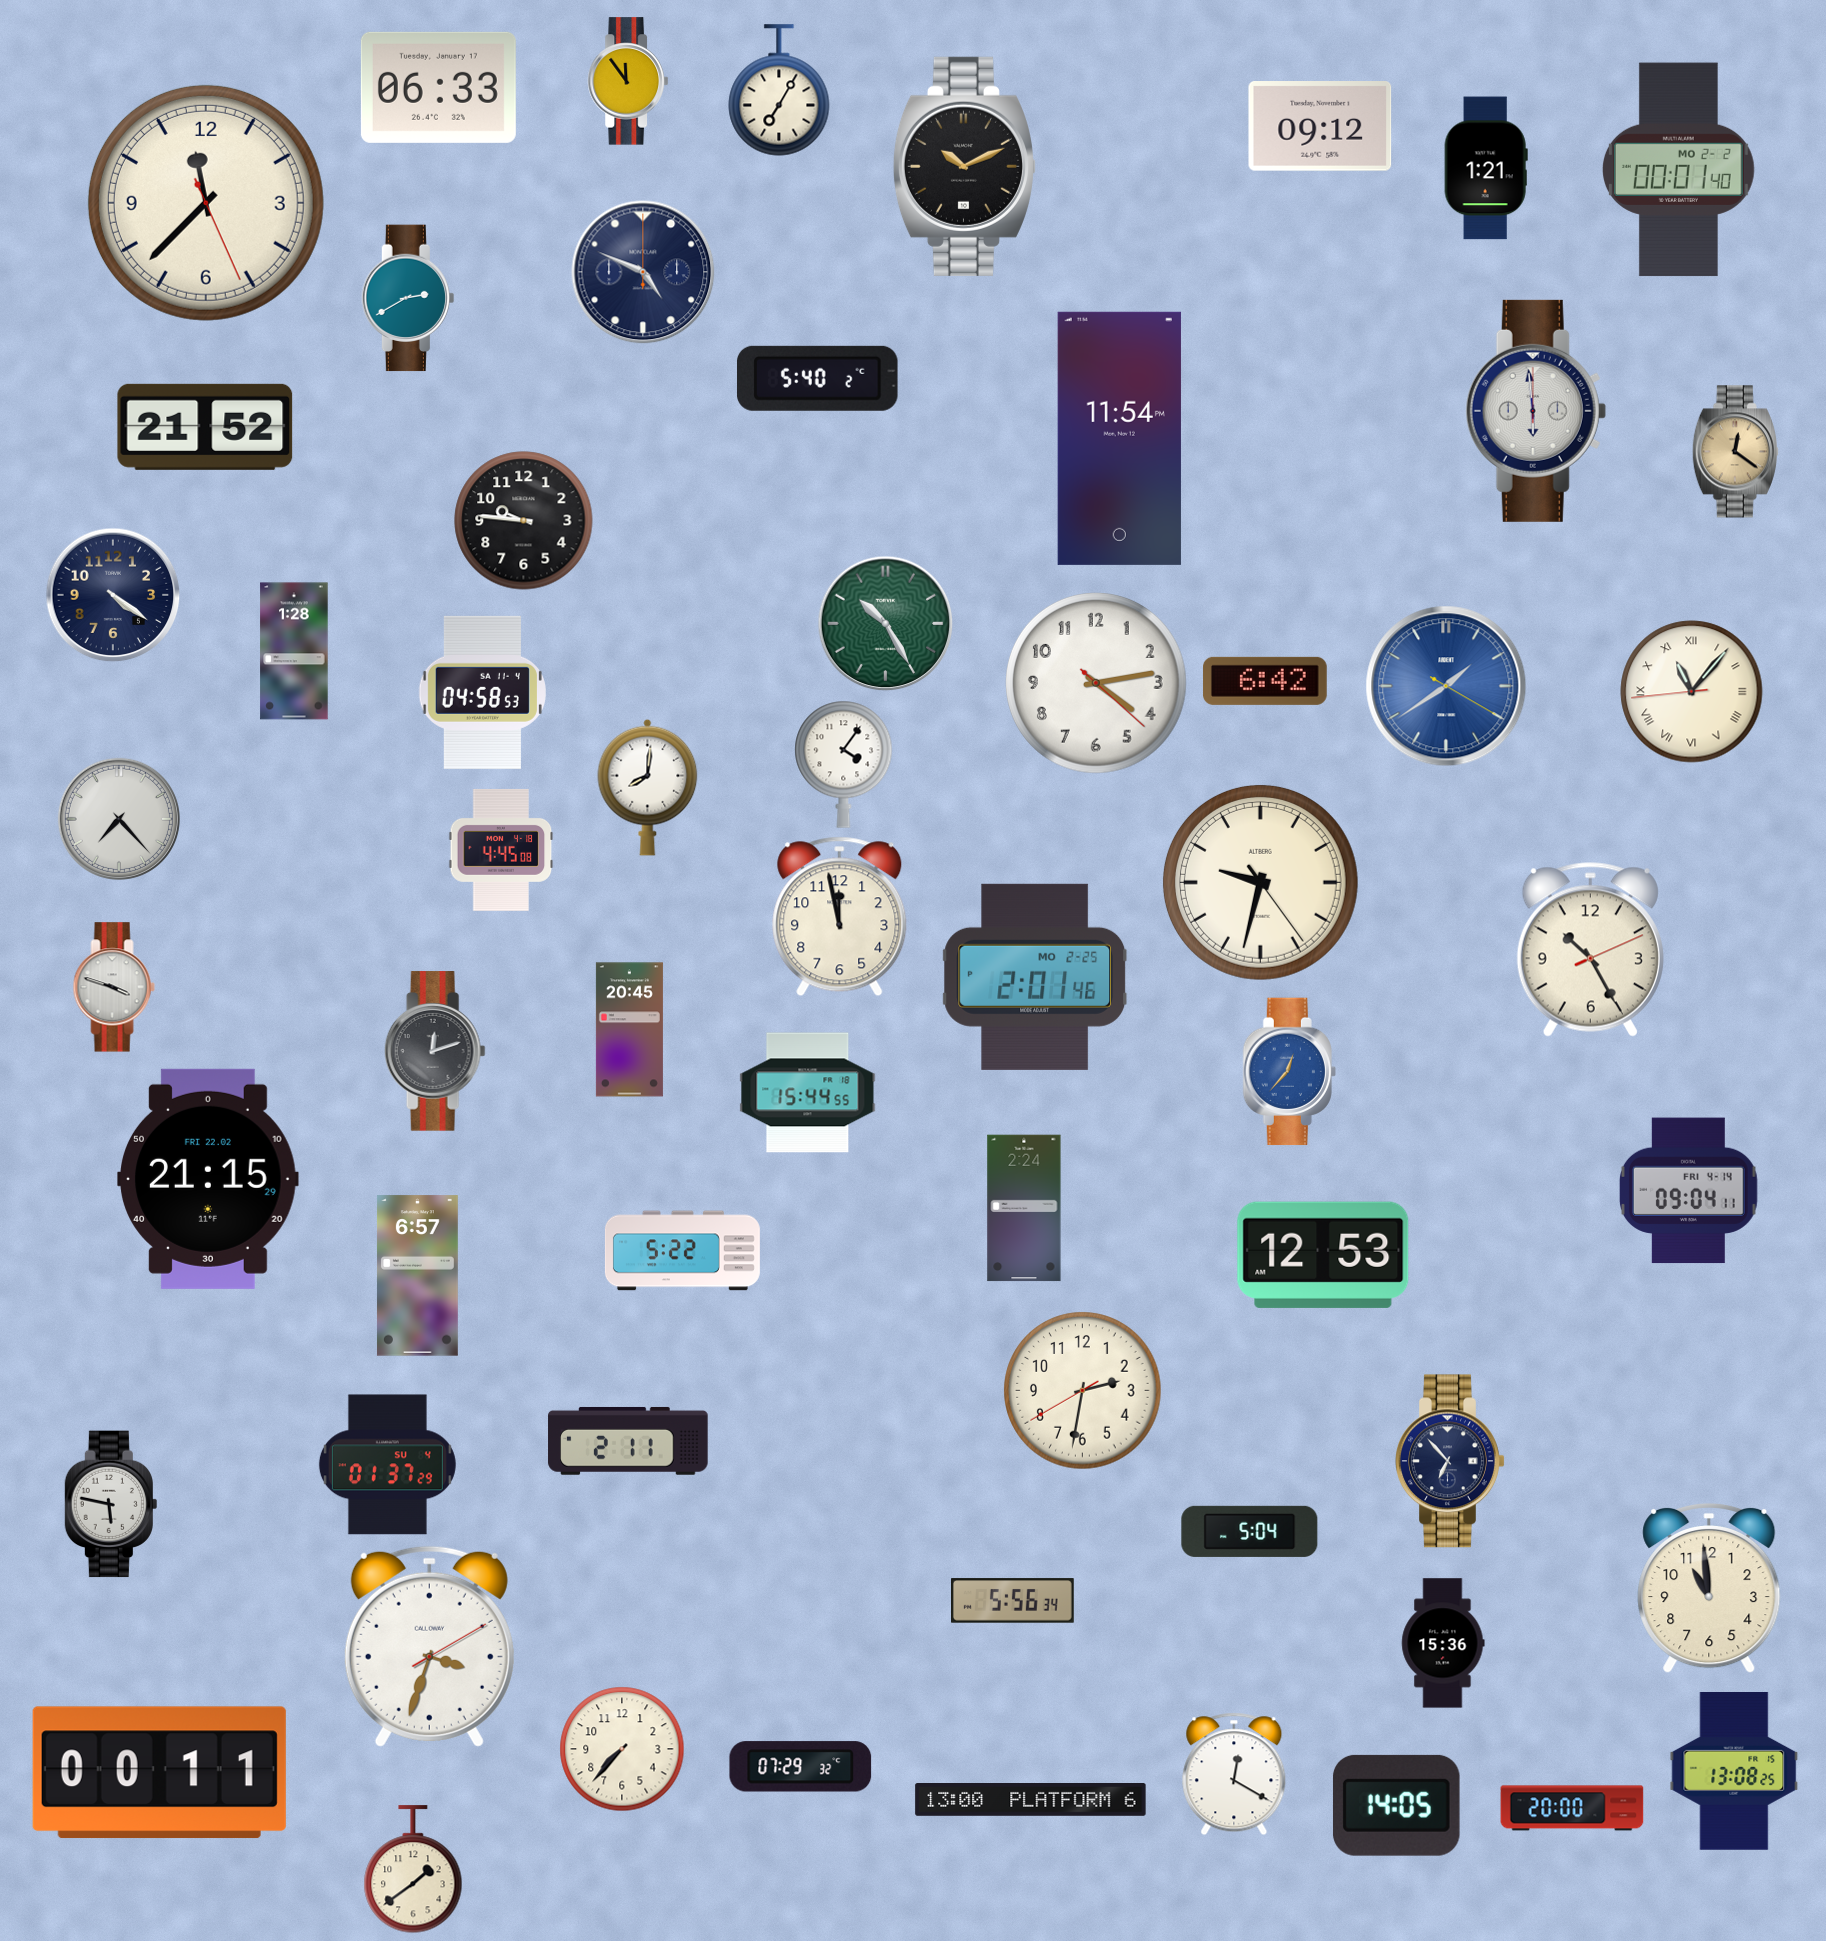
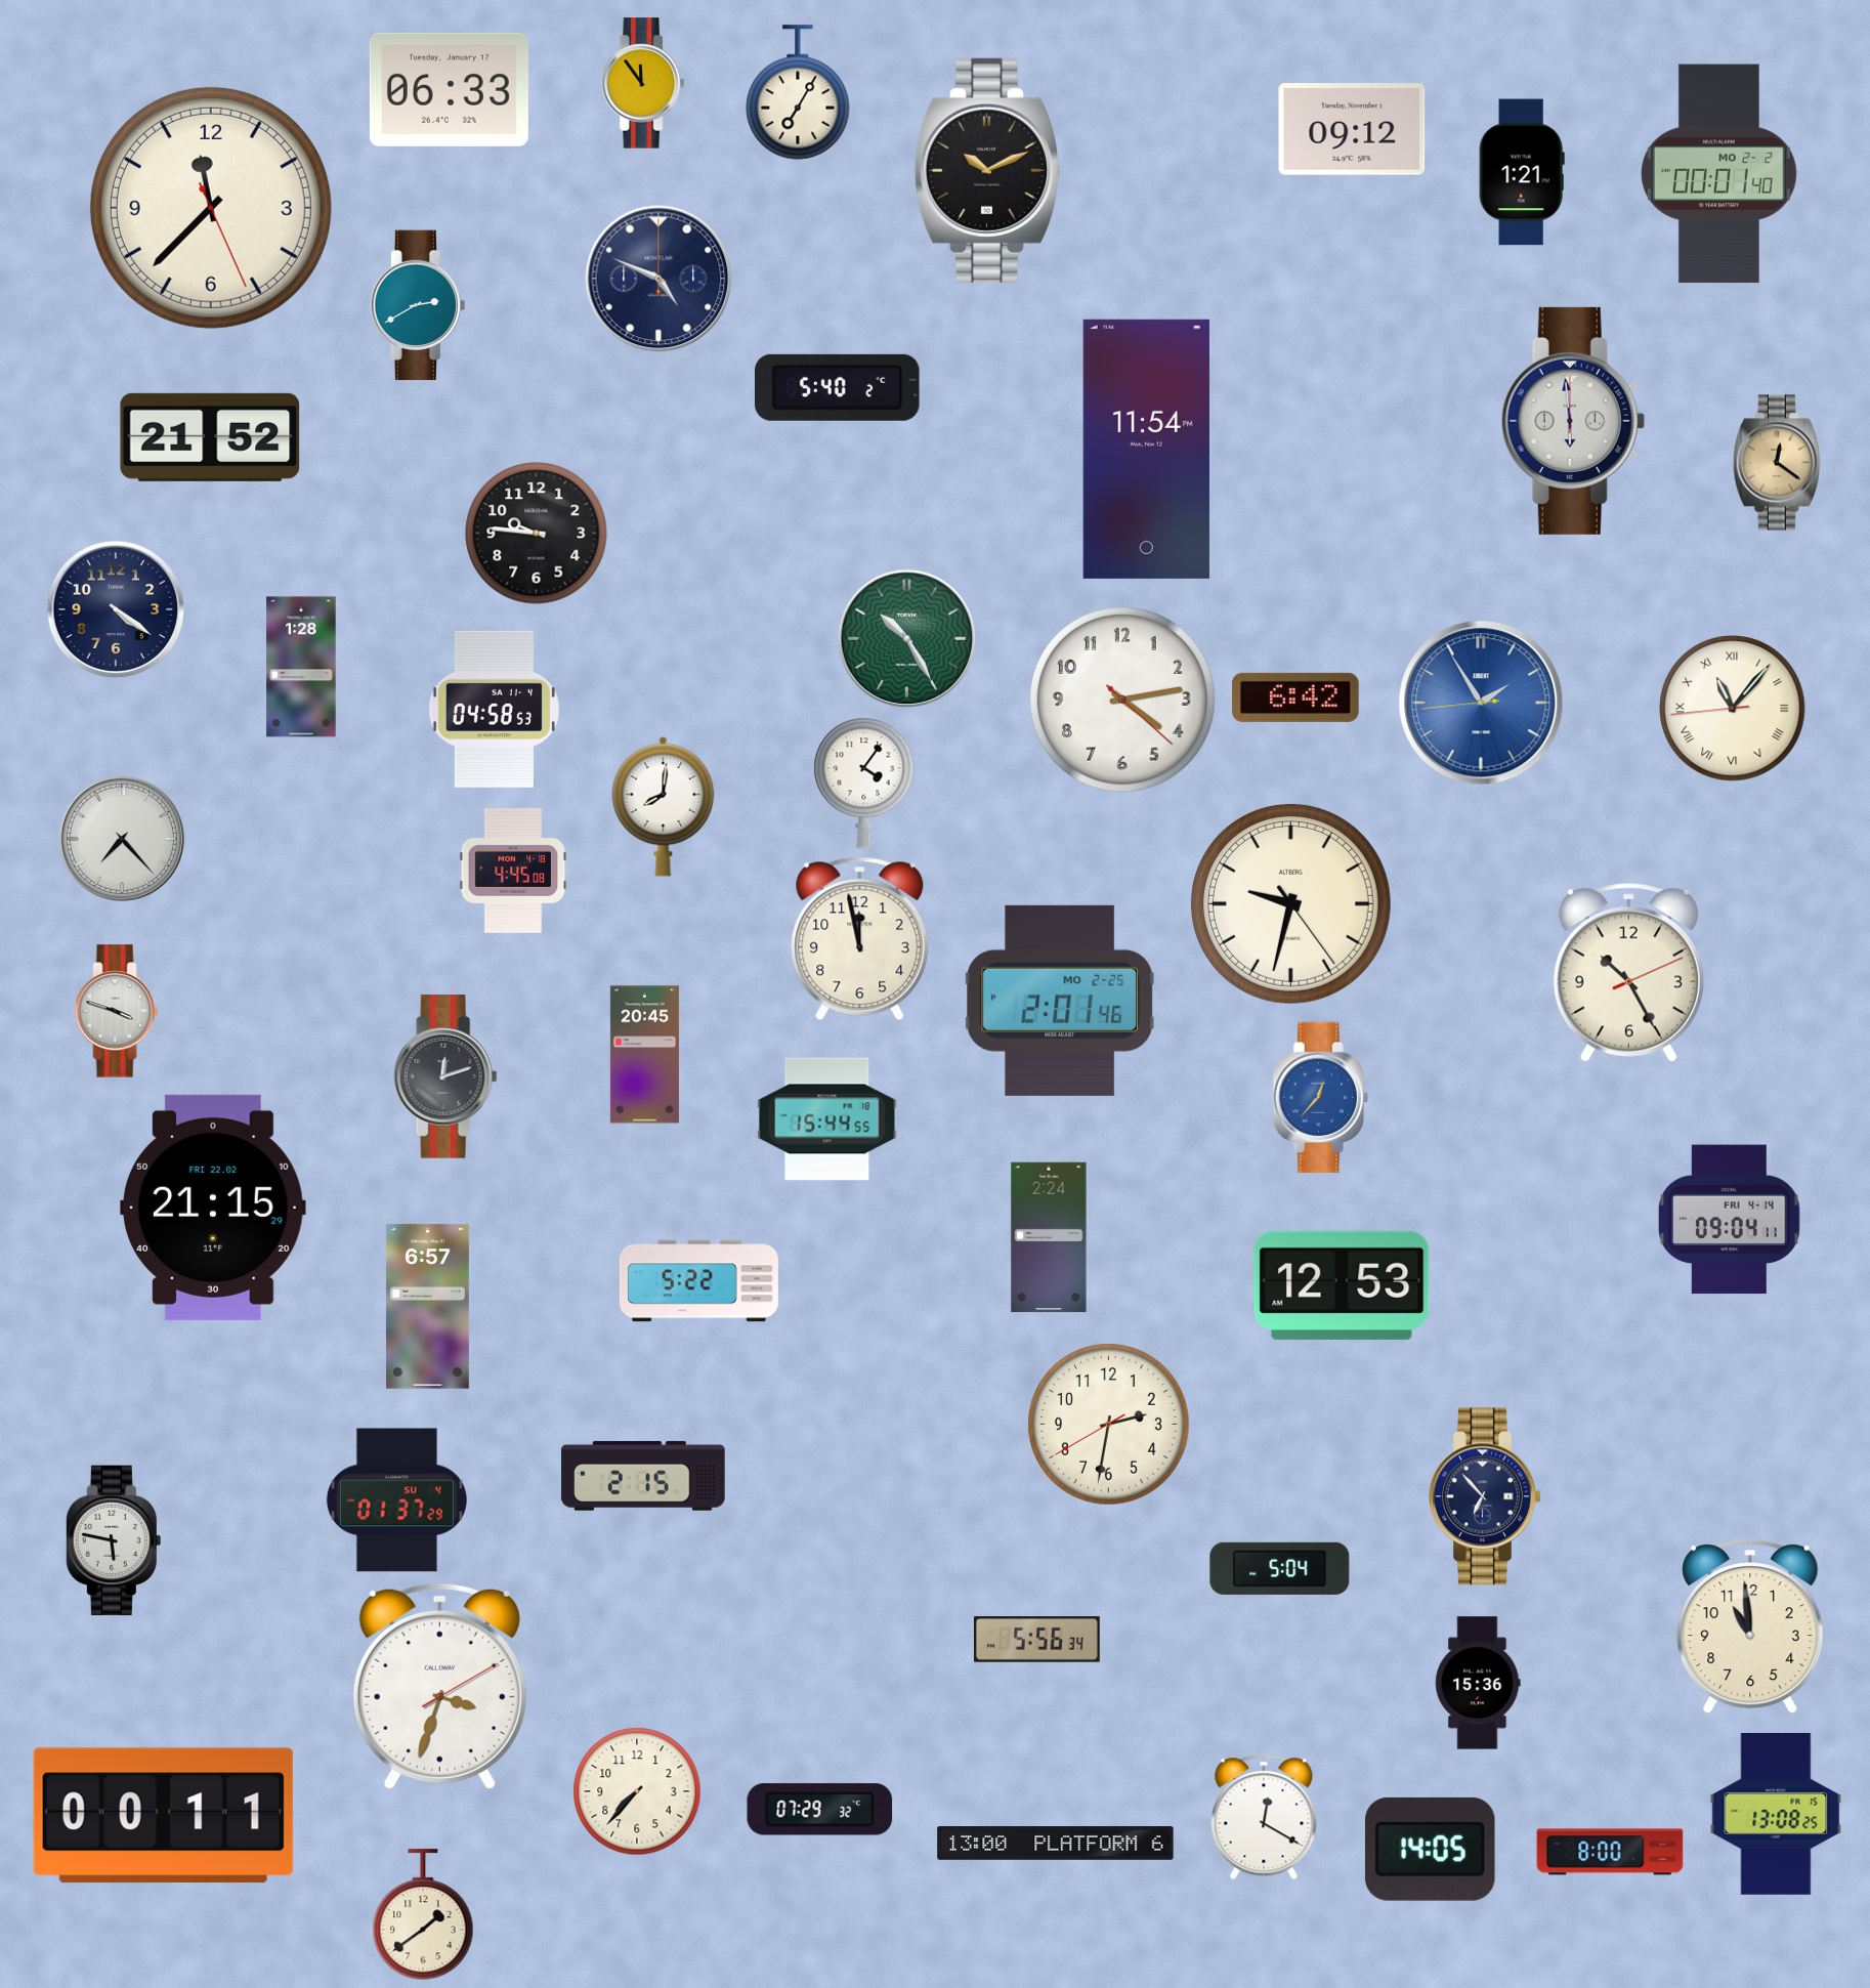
clock at (1446, 686): 1:39 -> 1:54
clock at (1323, 1255) position: (1323, 1255) -> (1342, 1285)
clock at (628, 1441): 2:11 -> 2:15
clock at (1572, 1808): 20:00 -> 8:00
